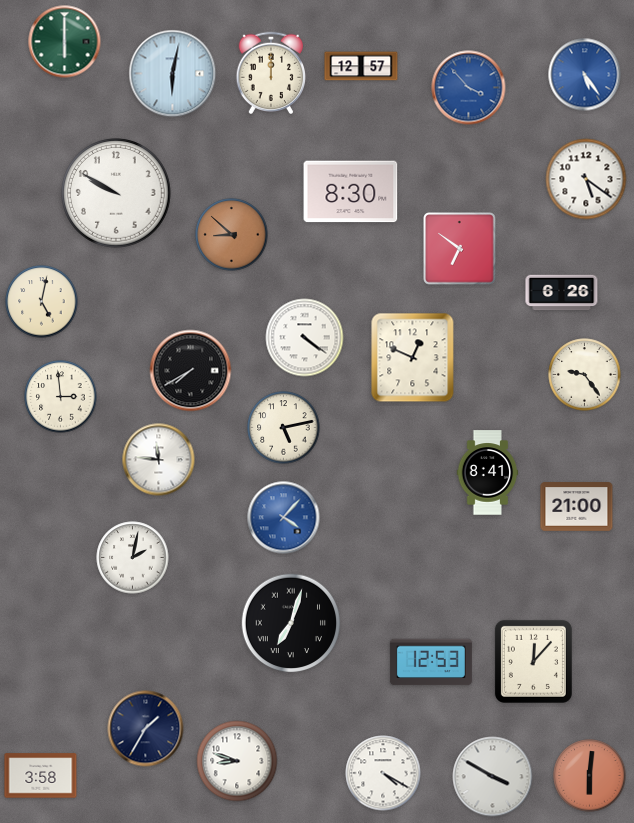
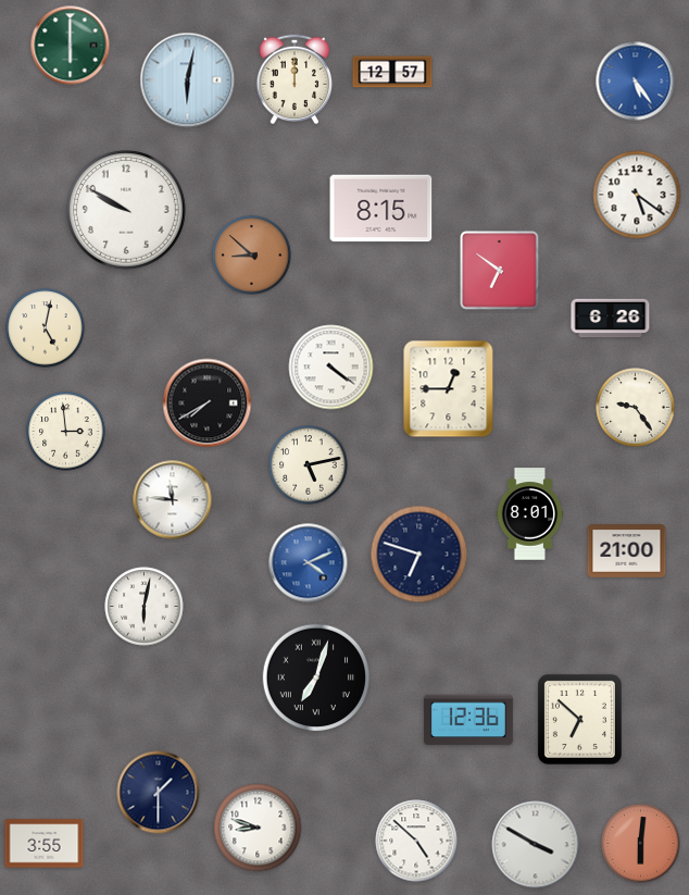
clock at (469, 88): 3:53 -> none
clock at (351, 192): 8:30 -> 8:15
clock at (413, 358): 12:49 -> 12:45
clock at (488, 473): 8:41 -> 8:01
clock at (419, 555): none -> 6:48
clock at (284, 518): 4:07 -> 4:11
clock at (133, 558): 2:02 -> 6:02
clock at (533, 661): 12:07 -> 6:52
clock at (431, 662): 12:53 -> 12:36
clock at (146, 729): 1:35 -> 1:30
clock at (383, 773): 4:20 -> 4:52
clock at (41, 776): 3:58 -> 3:55
